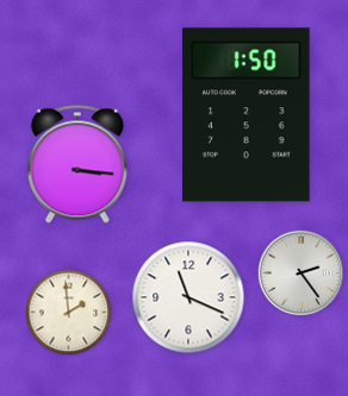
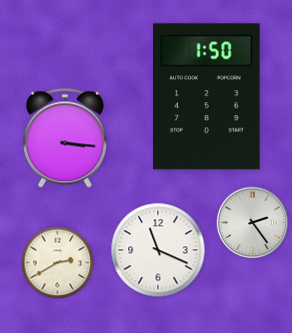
clock at (302, 274) position: (302, 274) -> (253, 223)
clock at (69, 313): 1:59 -> 2:40
